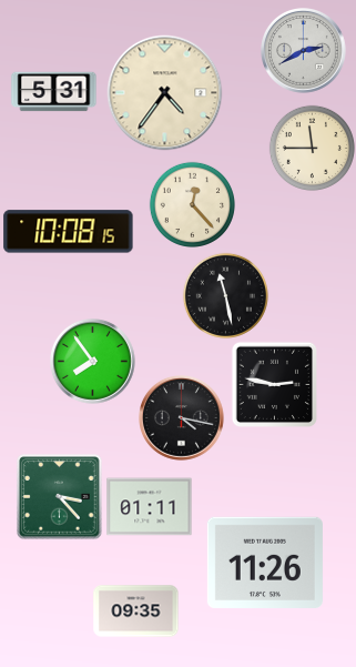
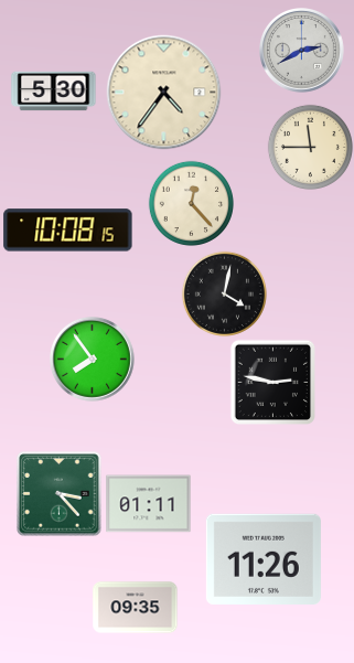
clock at (54, 92): 5:31 -> 5:30
clock at (225, 295): 11:28 -> 4:02
clock at (182, 418): 4:17 -> none
